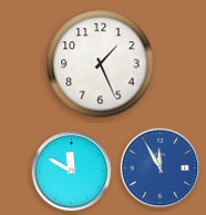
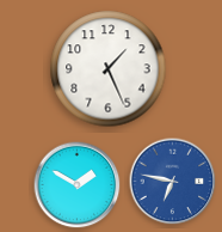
clock at (161, 168): 11:55 -> 6:47
clock at (72, 172): 11:50 -> 1:50
